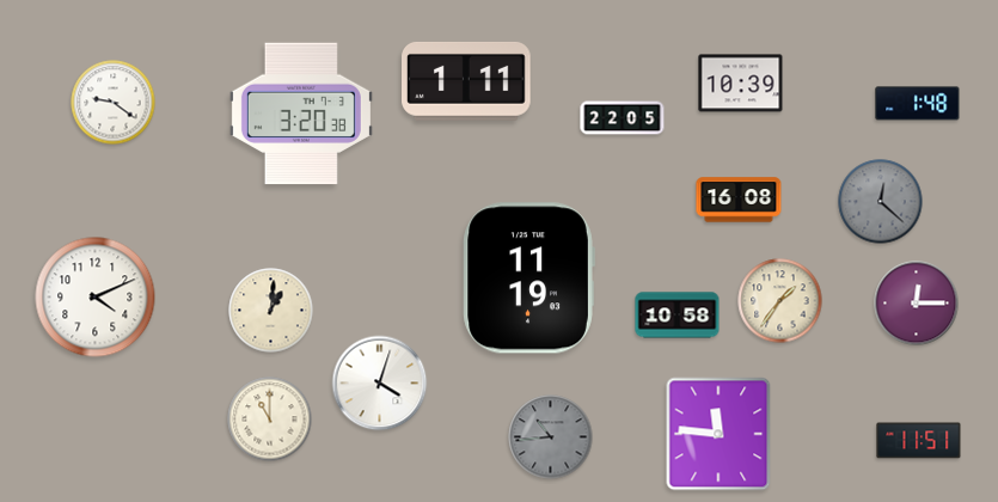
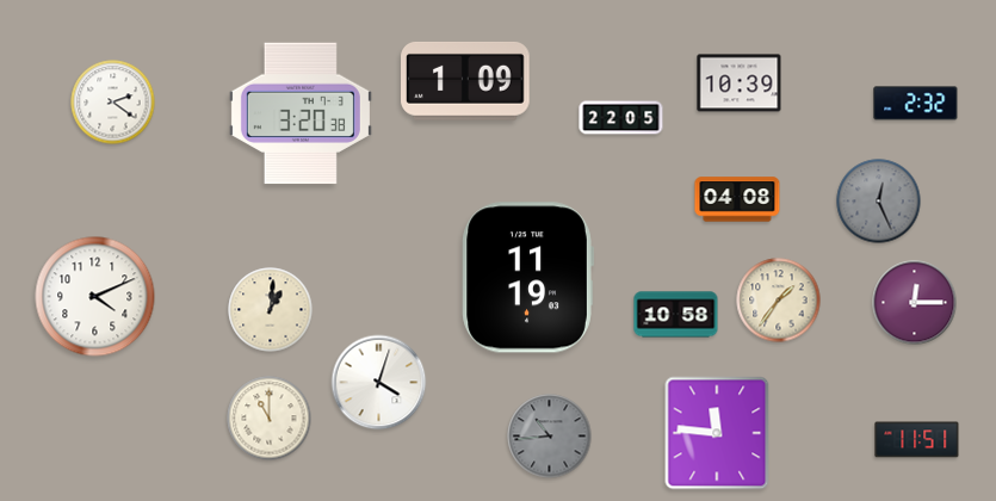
clock at (467, 81): 1:11 -> 1:09
clock at (114, 103): 9:21 -> 2:21
clock at (918, 104): 1:48 -> 2:32
clock at (739, 200): 16:08 -> 04:08
clock at (881, 202): 12:22 -> 12:26
